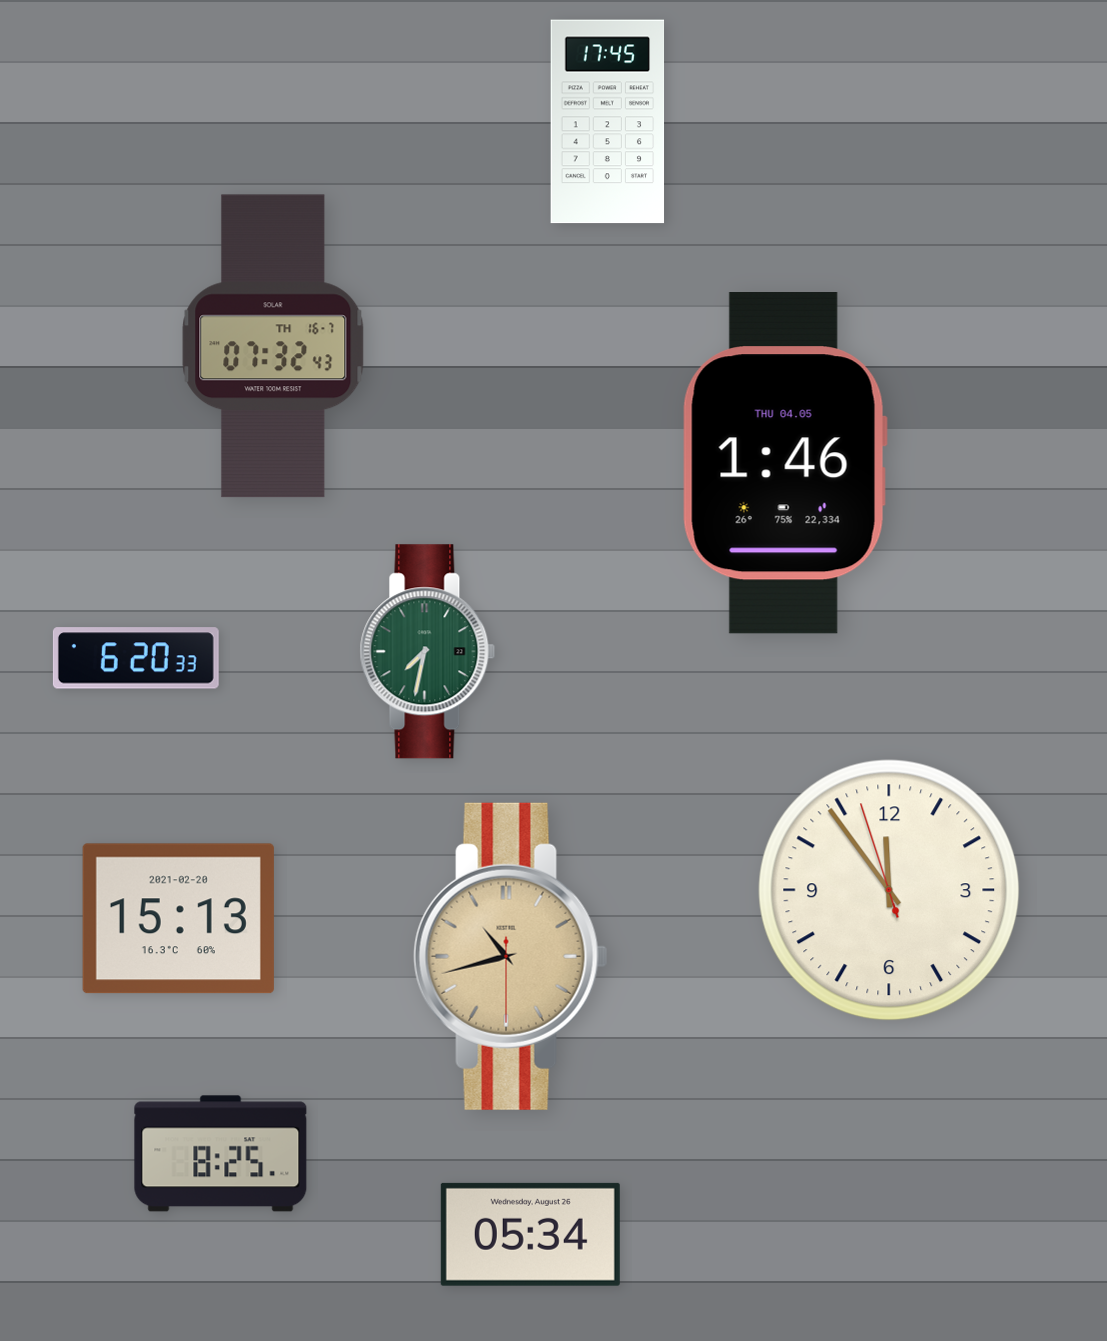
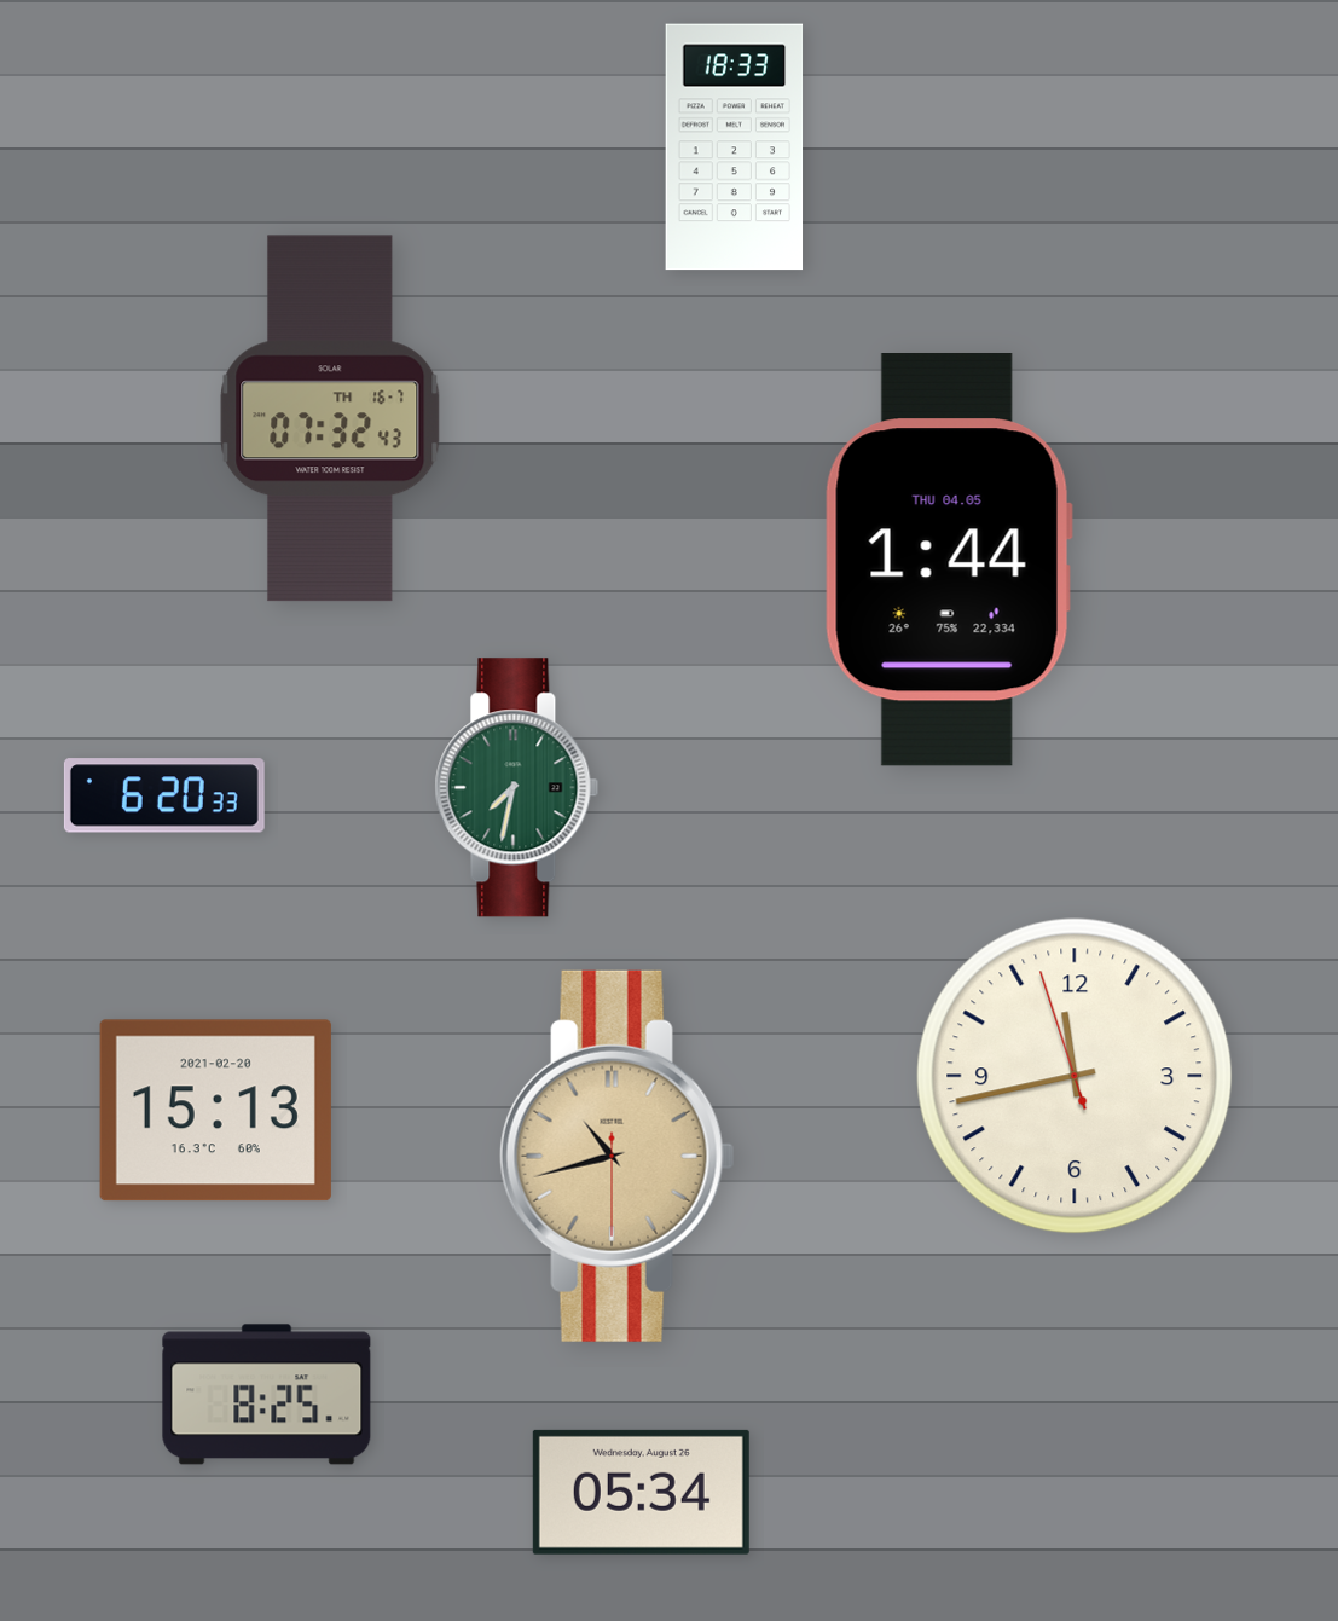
clock at (608, 122): 17:45 -> 18:33
clock at (785, 463): 1:46 -> 1:44
clock at (889, 890): 11:53 -> 11:42
